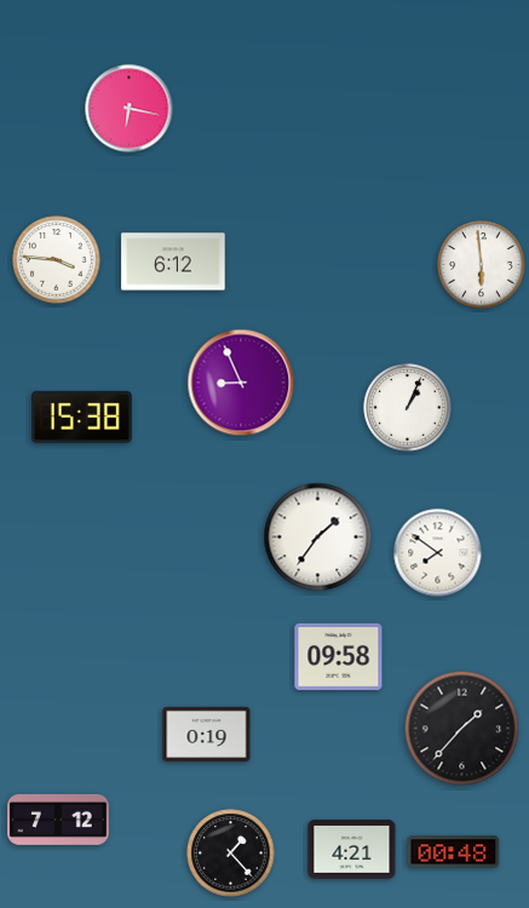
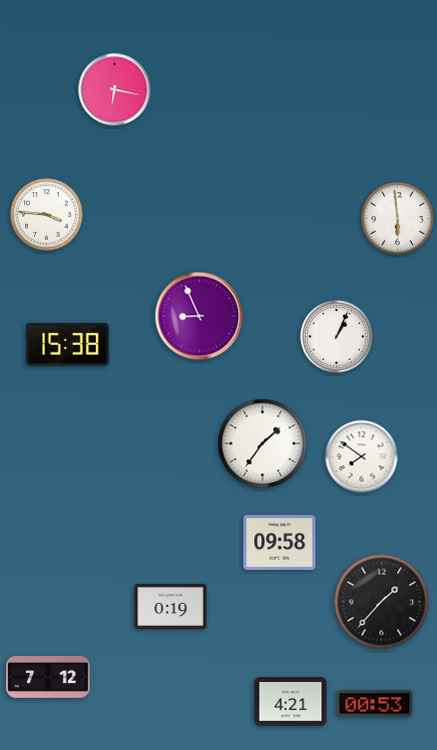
clock at (130, 109) position: (130, 109) -> (115, 90)
clock at (173, 262): 6:12 -> none
clock at (454, 852): 00:48 -> 00:53
clock at (231, 854): 1:23 -> none
